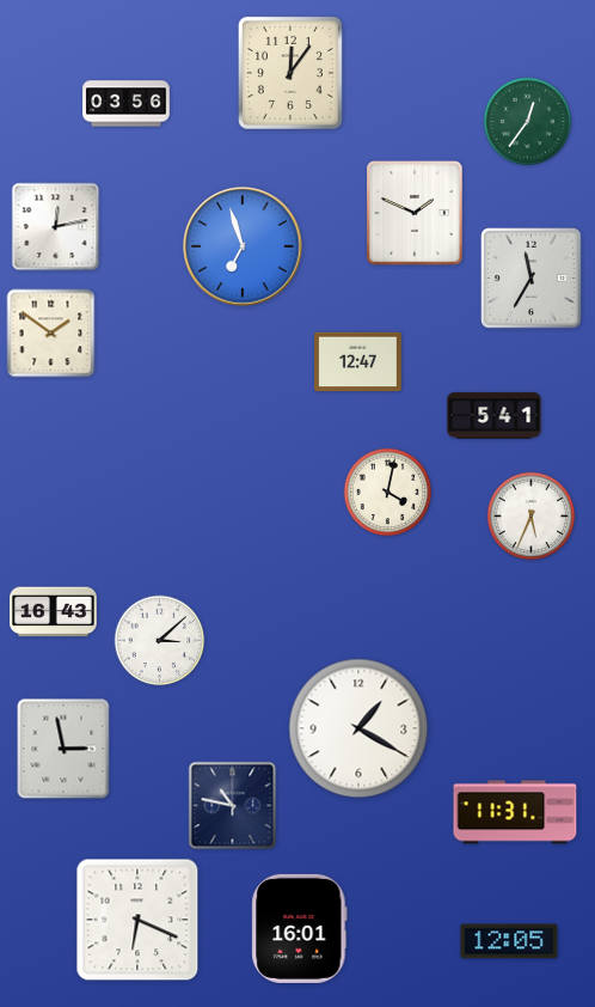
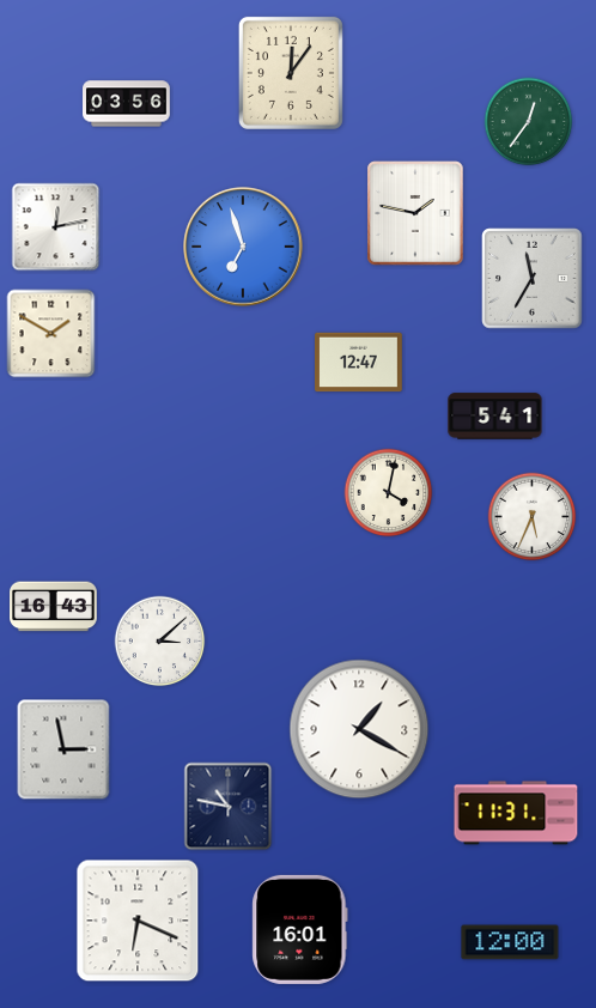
clock at (415, 213): 1:49 -> 1:47
clock at (51, 334): 1:51 -> 1:50
clock at (54, 612) position: (54, 612) -> (54, 607)
clock at (233, 806) position: (233, 806) -> (229, 807)
clock at (509, 941): 12:05 -> 12:00
